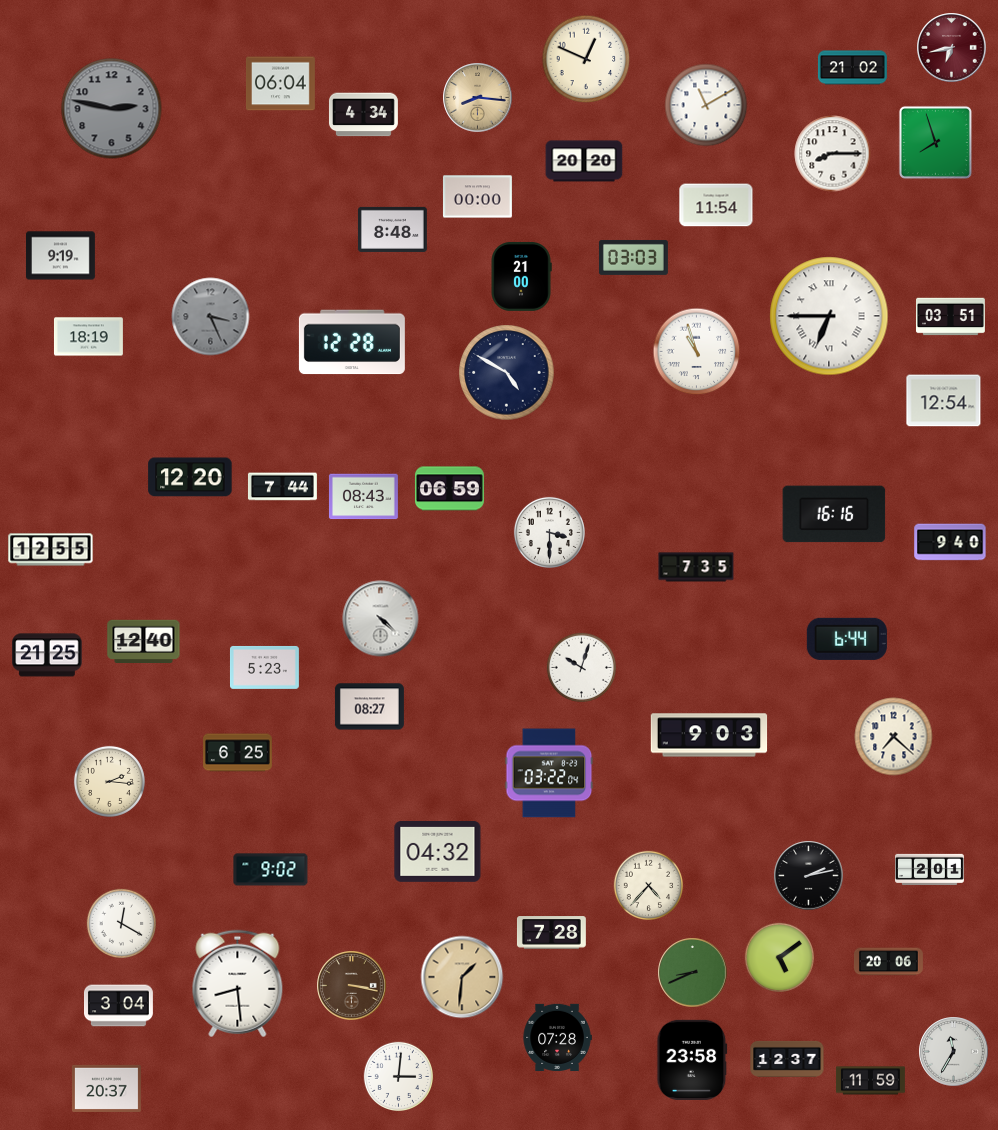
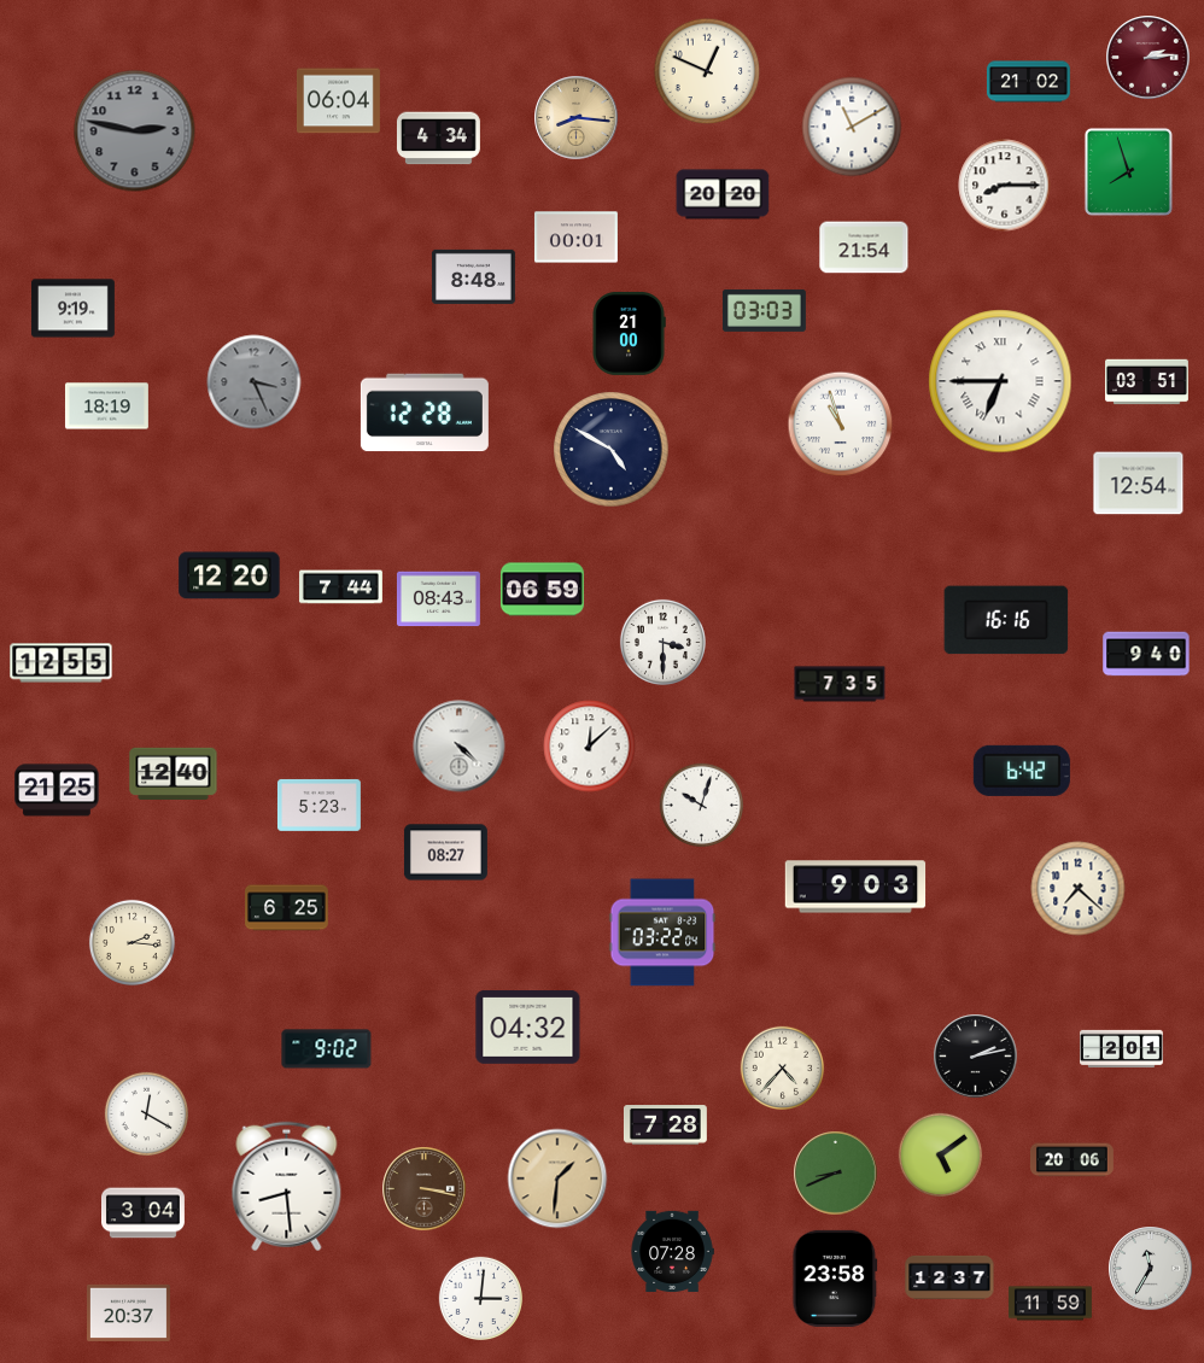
clock at (952, 48): 6:43 -> 2:14
clock at (584, 161) position: (584, 161) -> (723, 194)
clock at (477, 197): 00:00 -> 00:01
clock at (716, 205): 11:54 -> 21:54
clock at (590, 747): none -> 12:08
clock at (847, 639): 6:44 -> 6:42
